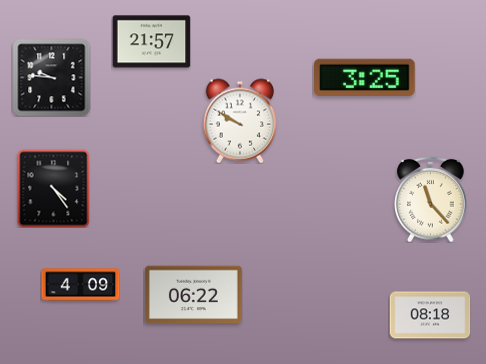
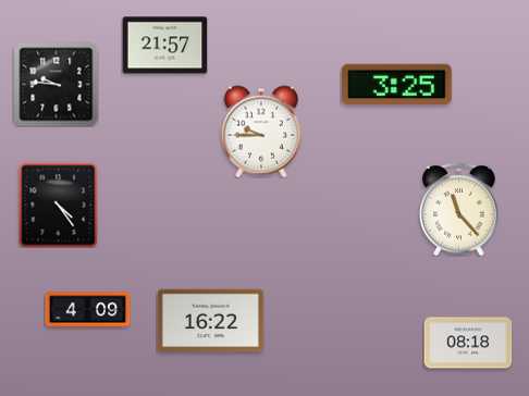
clock at (239, 121): 9:50 -> 9:45
clock at (431, 199) position: (431, 199) -> (459, 209)
clock at (193, 295): 06:22 -> 16:22
